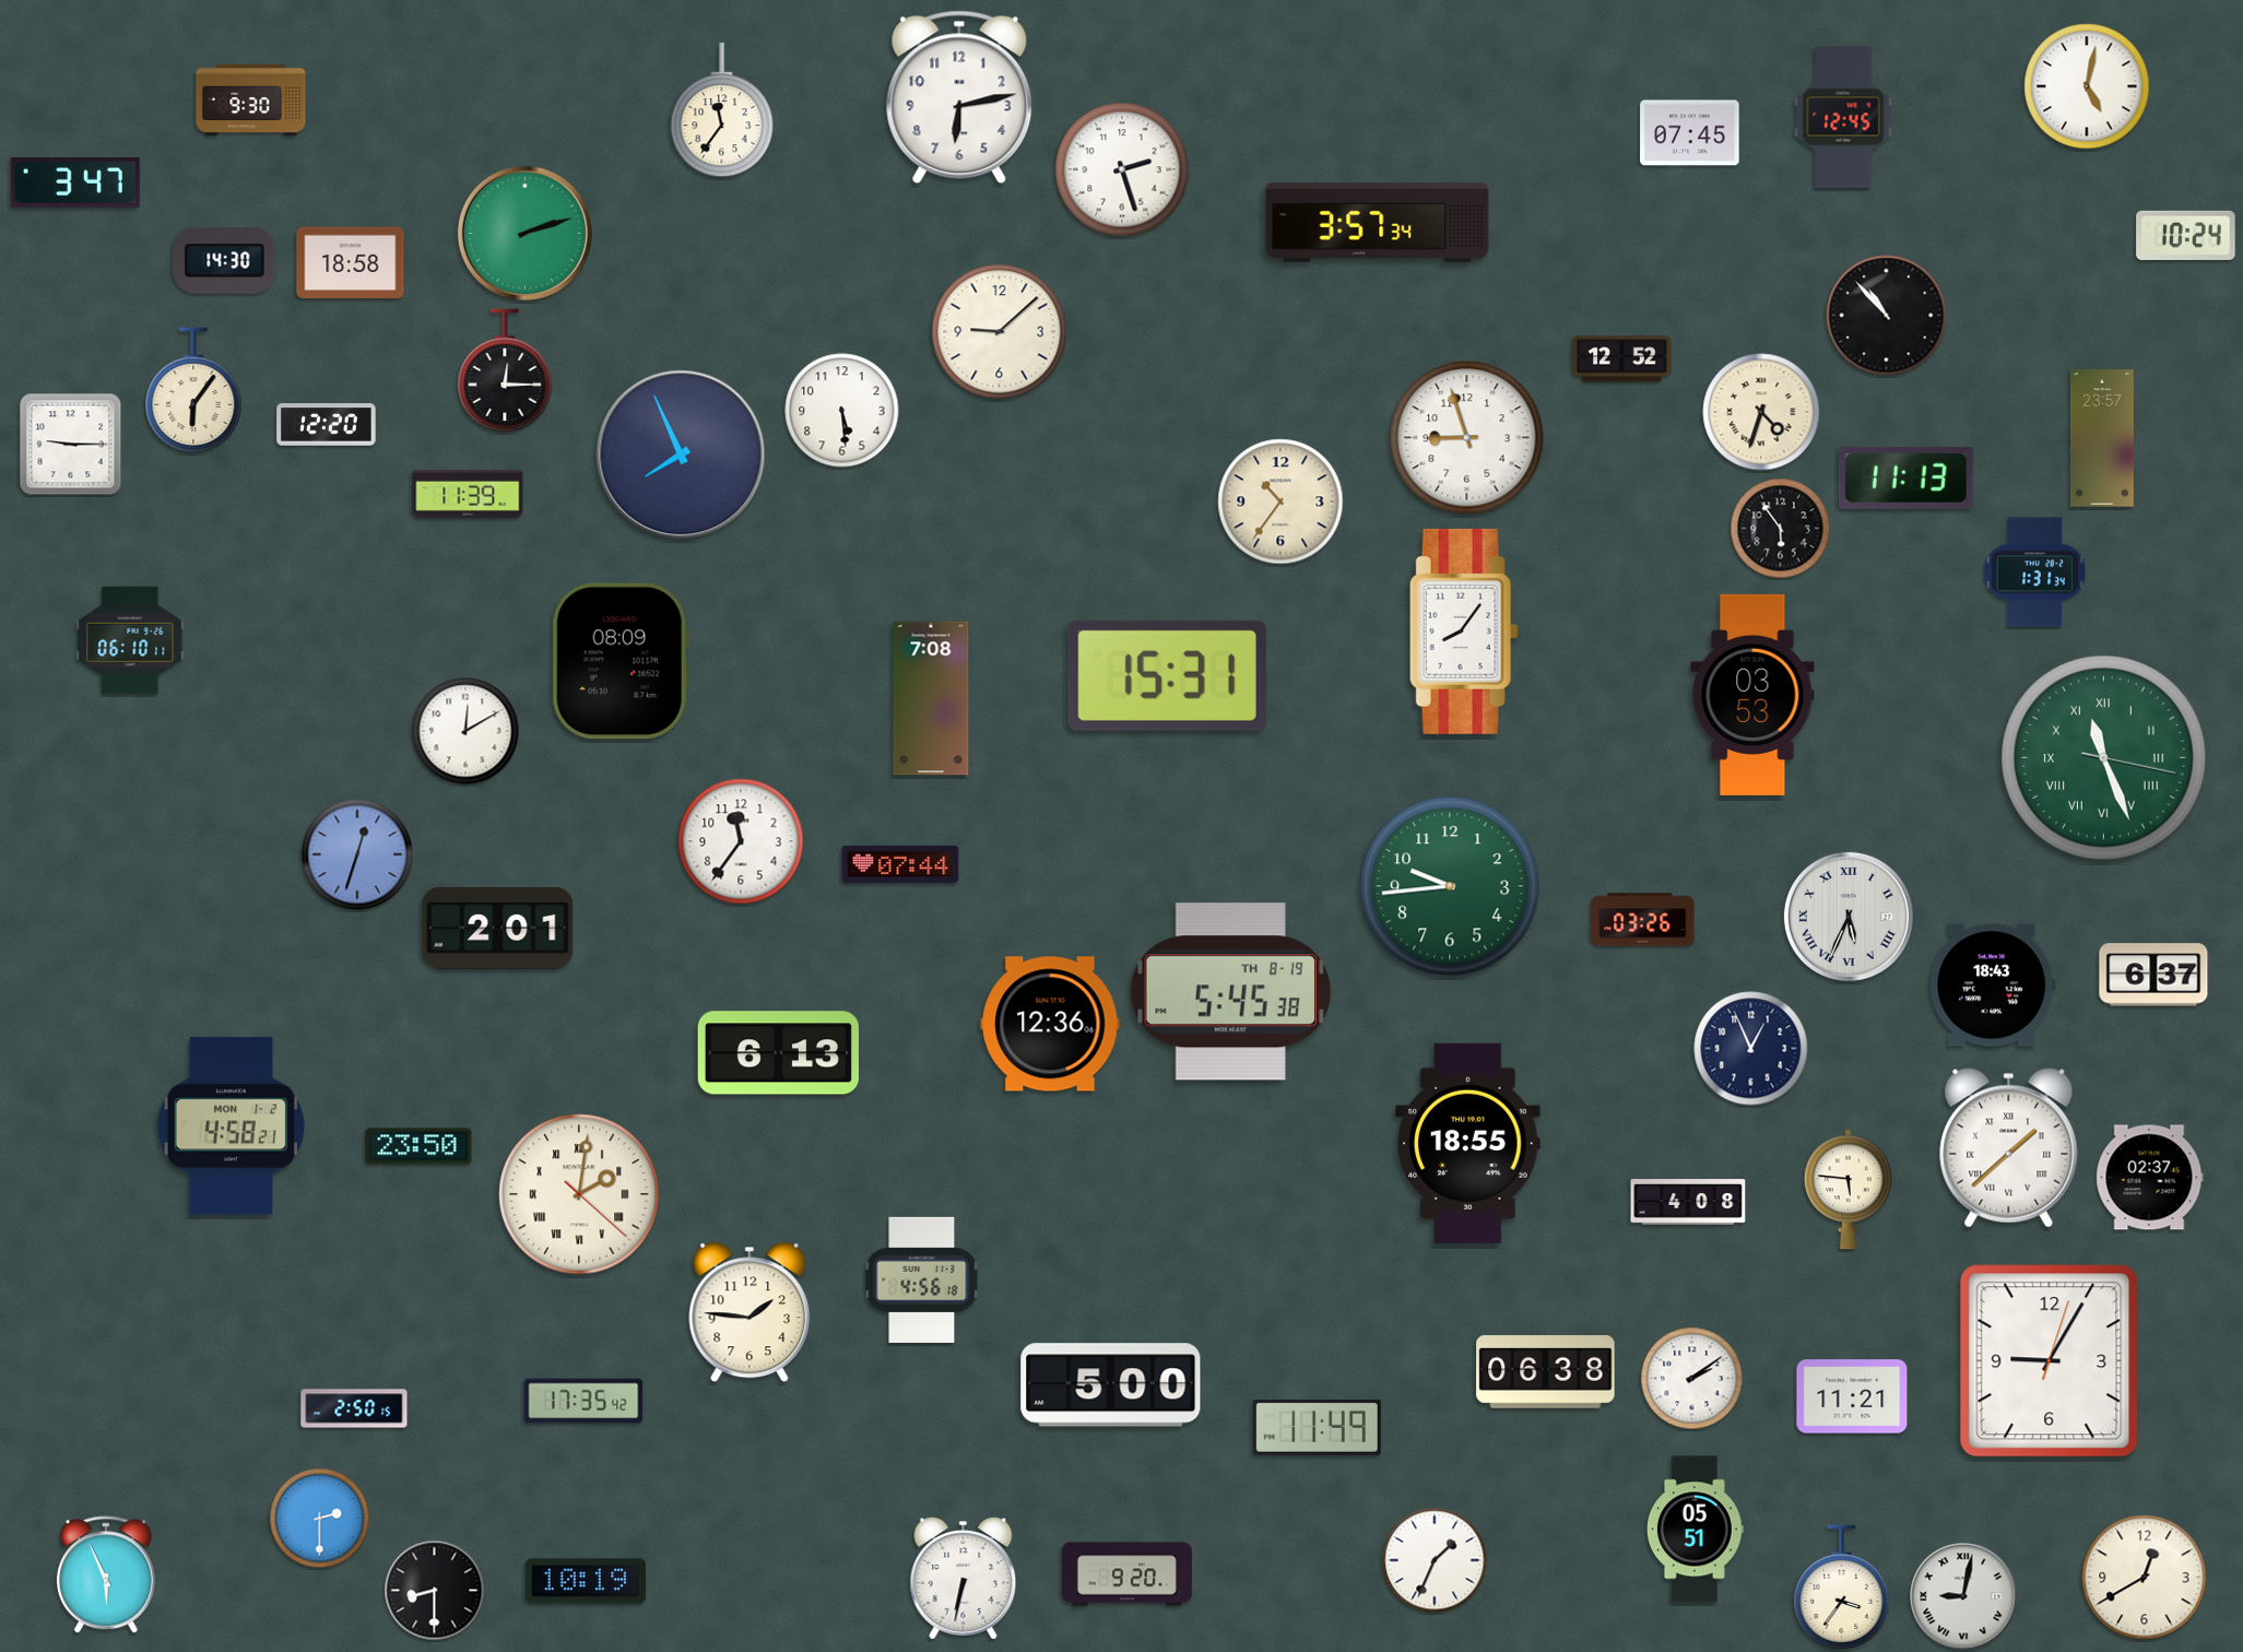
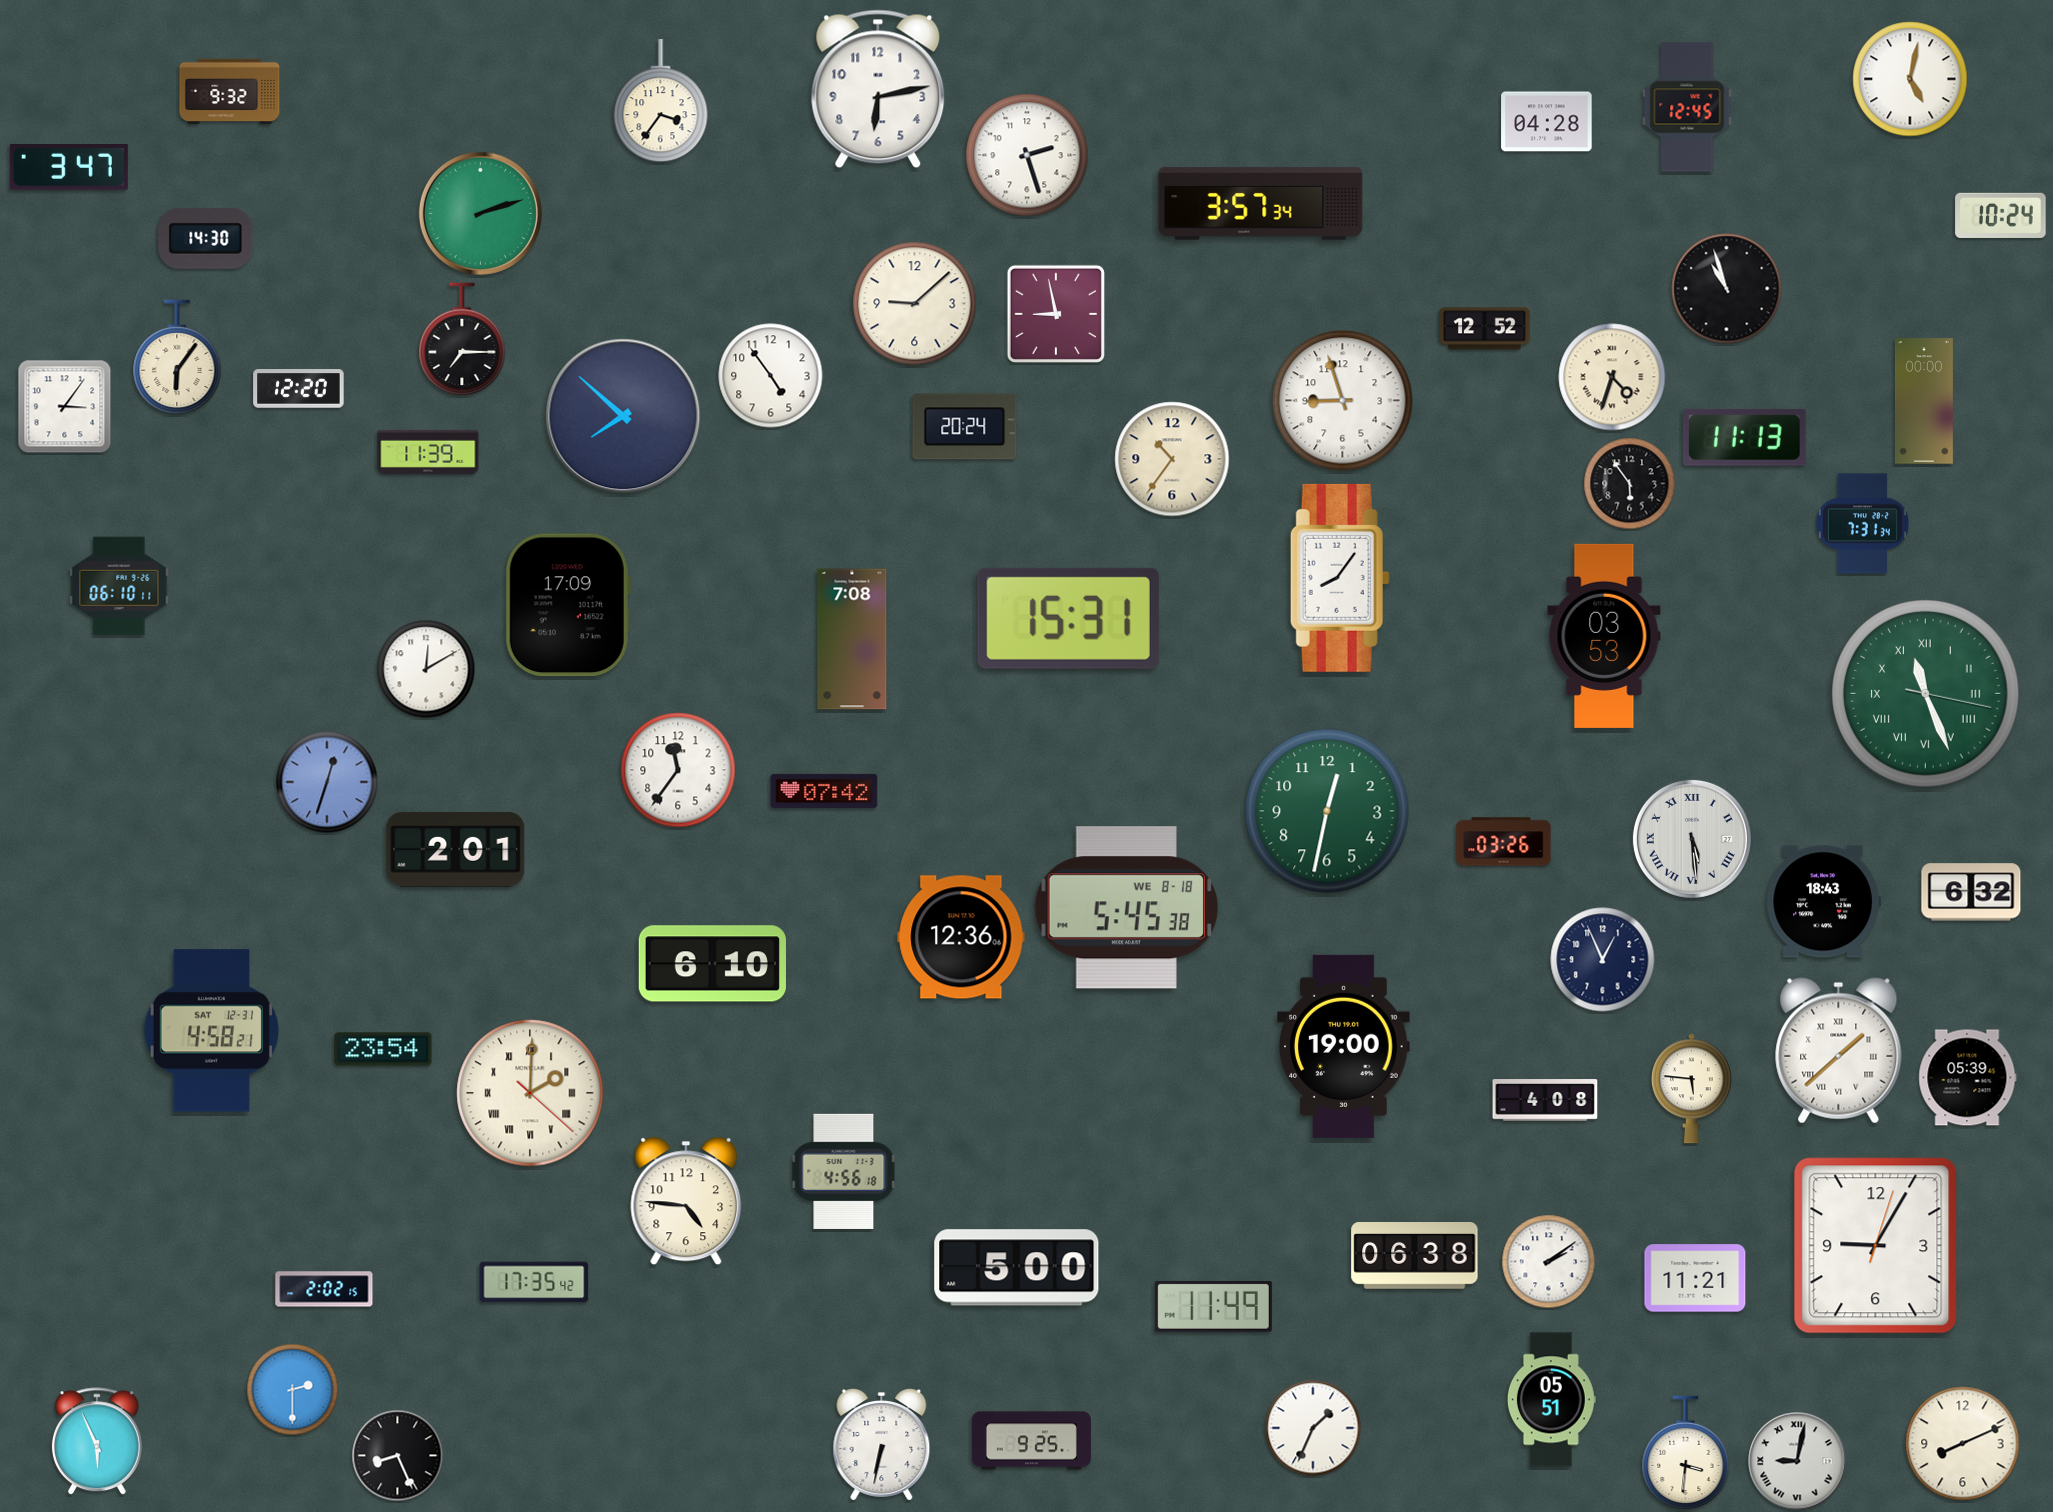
clock at (251, 101): 9:30 -> 9:32
clock at (722, 110): 11:36 -> 3:36
clock at (1690, 133): 07:45 -> 04:28
clock at (351, 263): 18:58 -> none
clock at (1887, 316): 10:53 -> 10:57
clock at (1055, 313): none -> 8:58
clock at (505, 371): 12:15 -> 7:15
clock at (842, 411): 5:29 -> 4:54
clock at (2102, 438): 23:57 -> 00:00
clock at (71, 445): 9:15 -> 3:06
clock at (681, 455): 7:56 -> 7:52
clock at (965, 427): none -> 20:24
clock at (2034, 573): 1:31 -> 7:31
clock at (621, 661): 08:09 -> 17:09
clock at (900, 864): 07:44 -> 07:42
clock at (1450, 886): 9:44 -> 12:32
clock at (1849, 917): 5:34 -> 5:29
clock at (2153, 975): 6:37 -> 6:32
clock at (1230, 992) date: TH 8-19 -> WE 8-18
clock at (778, 1053): 6:13 -> 6:10
clock at (231, 1126) date: MON 1-2 -> SAT 12-31
clock at (1468, 1143): 18:55 -> 19:00
clock at (418, 1146): 23:50 -> 23:54
clock at (2150, 1178): 02:37 -> 05:39
clock at (579, 1194): 2:01 -> 2:00
clock at (749, 1312): 1:46 -> 4:46
clock at (354, 1408): 2:50 -> 2:02
clock at (1317, 1427) position: (1317, 1427) -> (1213, 1306)
clock at (1126, 1574): 9:20 -> 9:25
clock at (2145, 1578): 12:40 -> 8:11
clock at (586, 1581): 10:19 -> none
clock at (1842, 1588): 3:36 -> 3:31
clock at (435, 1591): 8:30 -> 8:26
